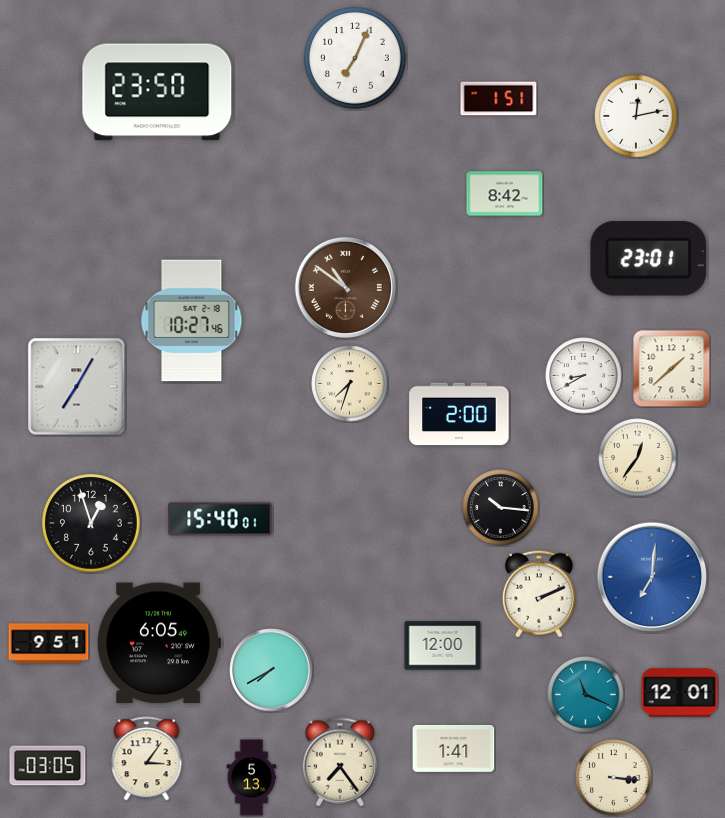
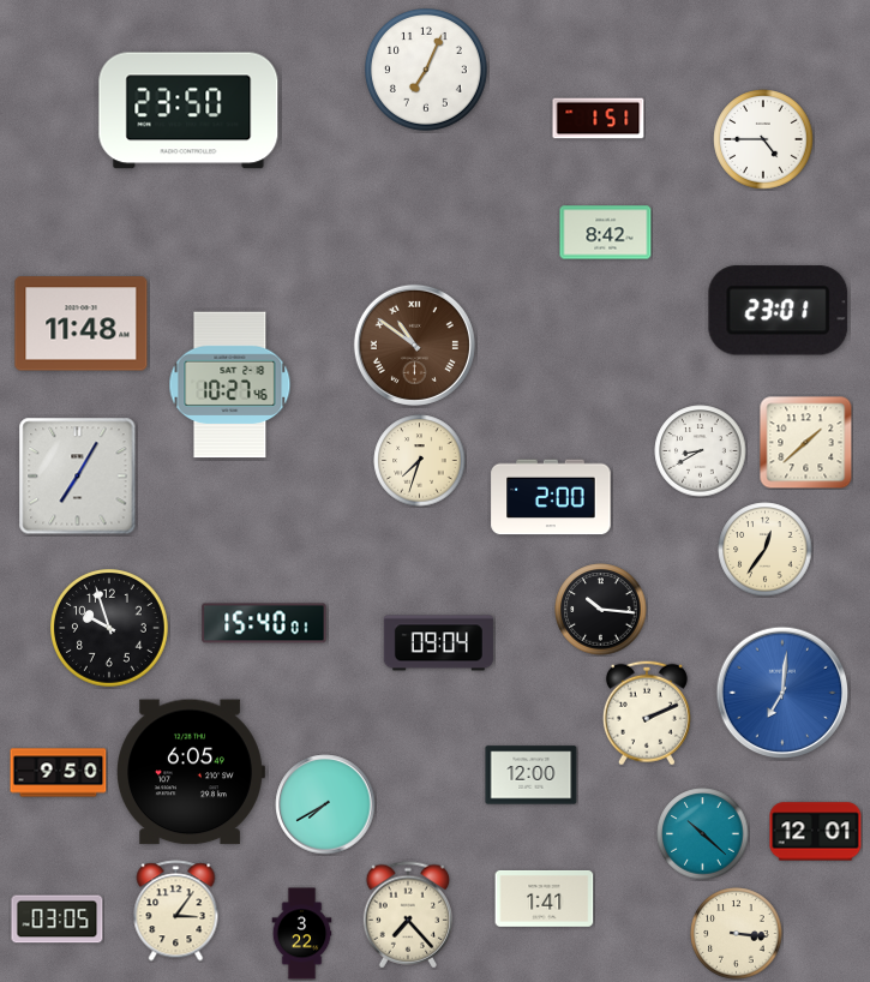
clock at (636, 116): 12:13 -> 4:45
clock at (82, 324): none -> 11:48
clock at (77, 387) position: (77, 387) -> (78, 477)
clock at (92, 524): 12:57 -> 9:57
clock at (438, 643): none -> 09:04
clock at (49, 644): 9:51 -> 9:50
clock at (586, 695): 11:19 -> 10:22
clock at (340, 762): 7:24 -> 7:23
clock at (252, 778): 5:13 -> 3:22
